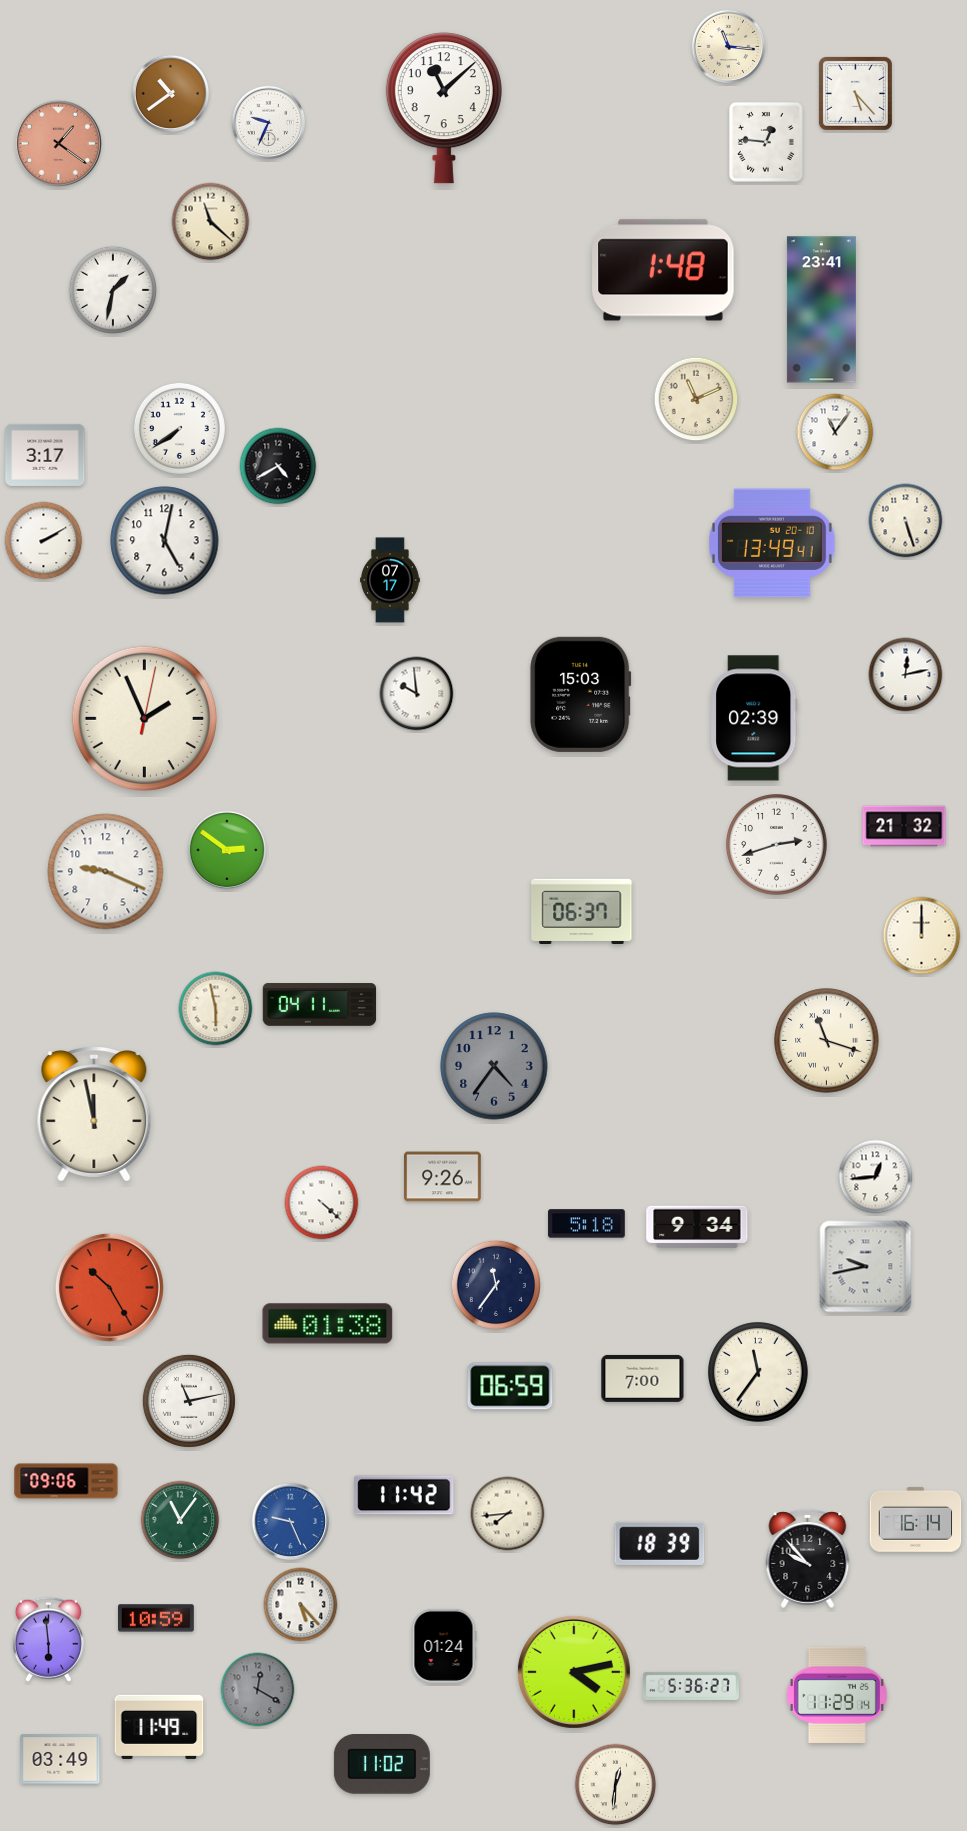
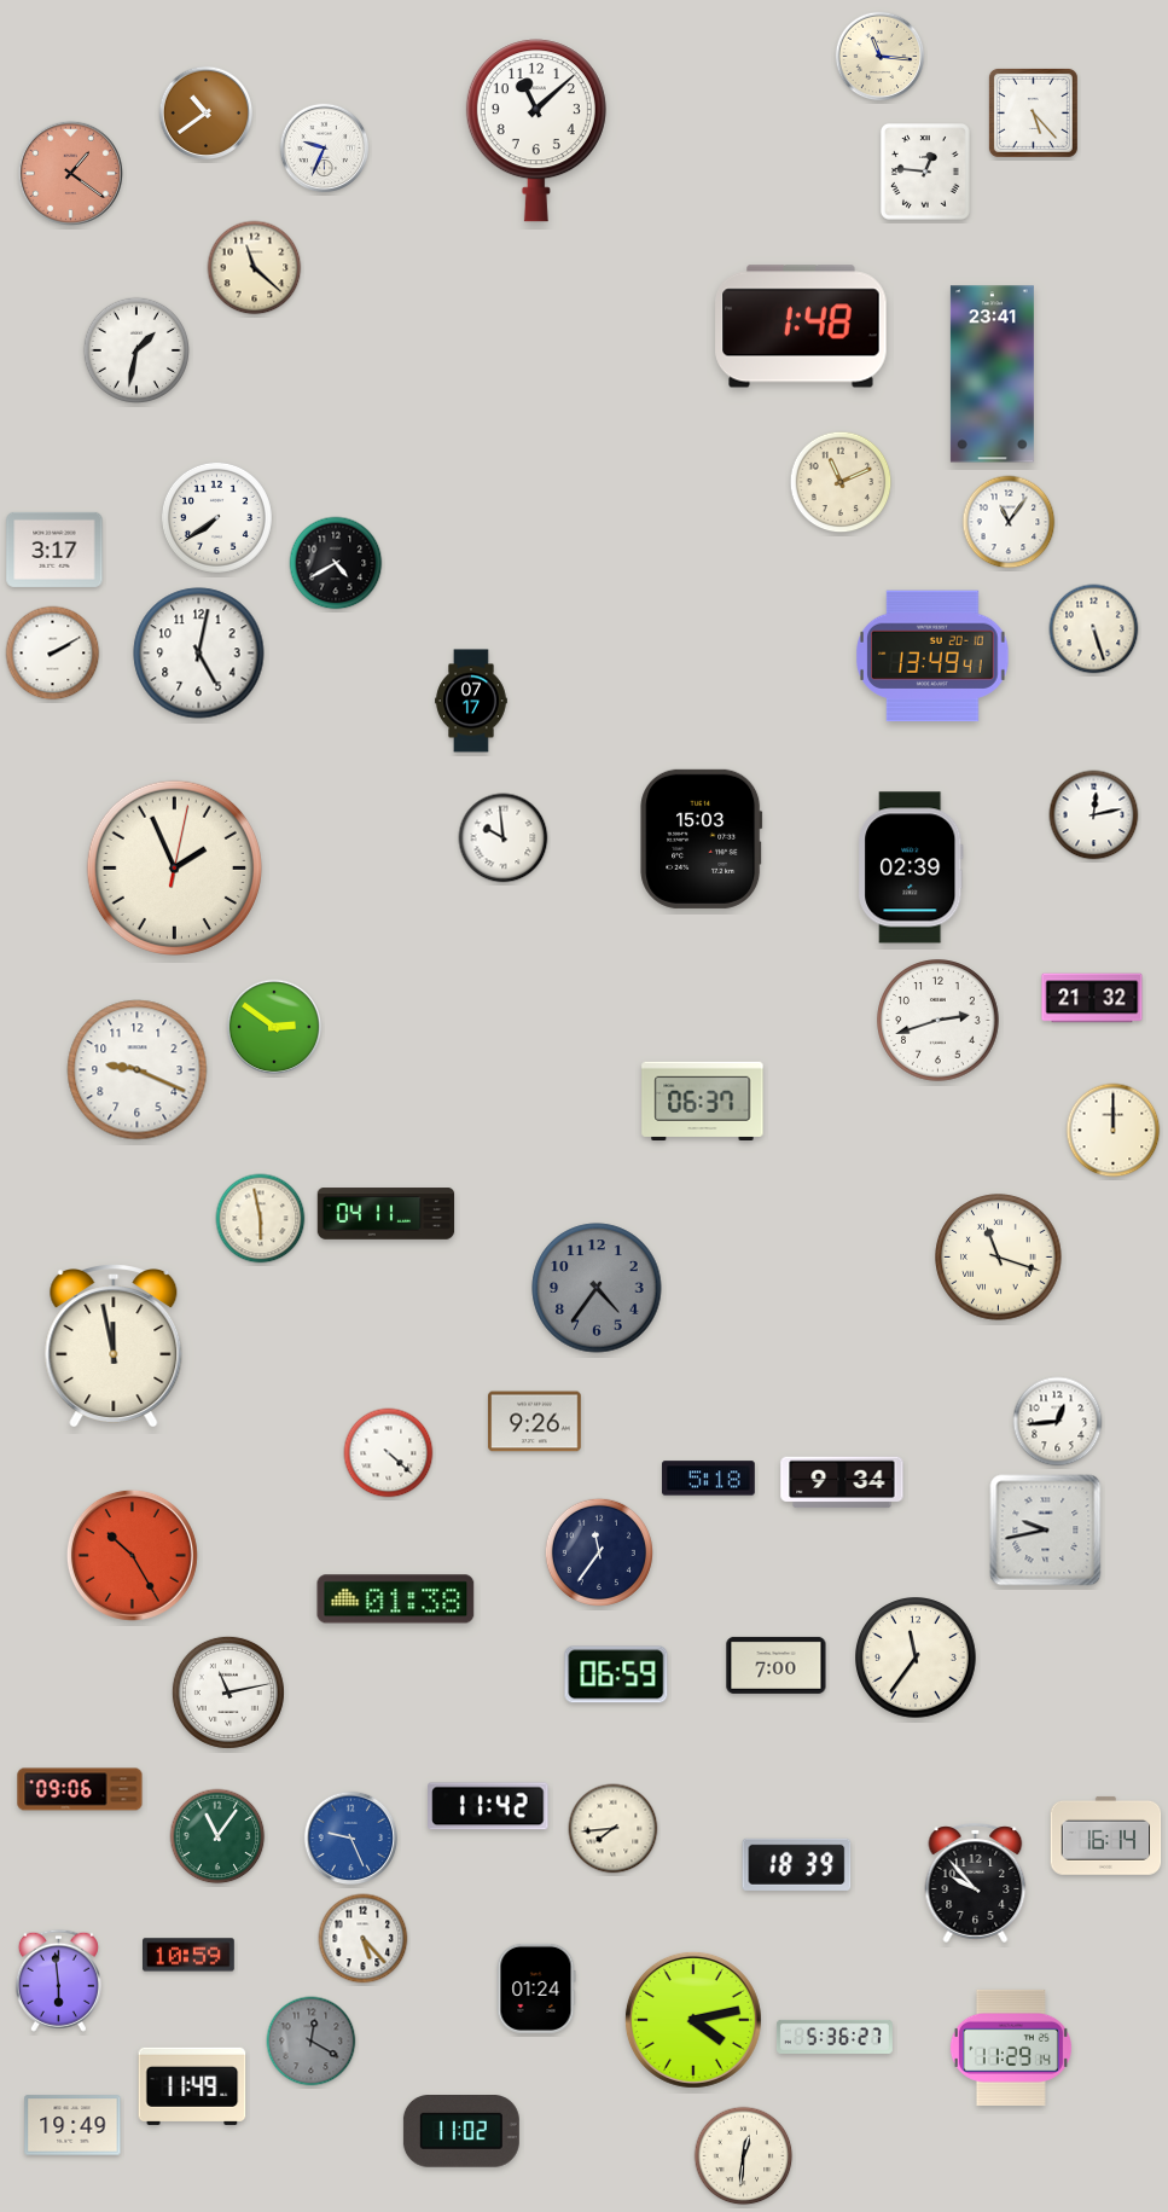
clock at (106, 872) position: (106, 872) -> (138, 1070)
clock at (60, 1759): 03:49 -> 19:49
